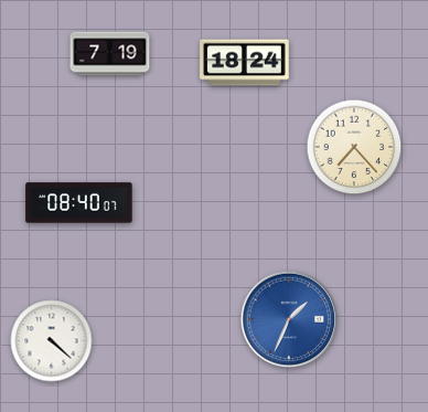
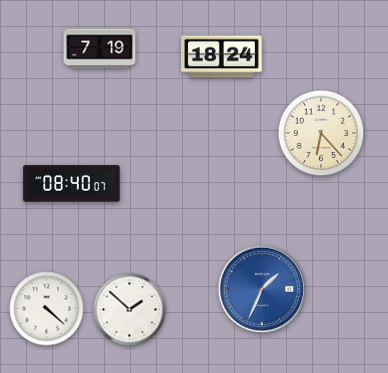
clock at (354, 147): 7:23 -> 6:23
clock at (130, 310): none -> 1:52
